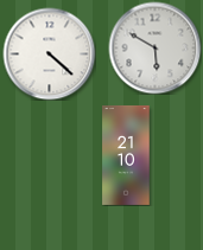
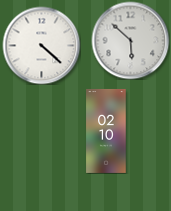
clock at (154, 47): 5:50 -> 5:52
clock at (126, 155): 21:10 -> 02:10
